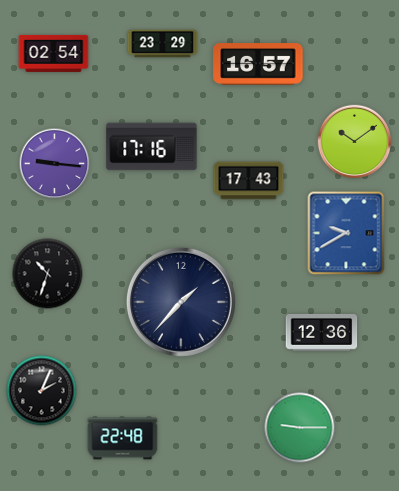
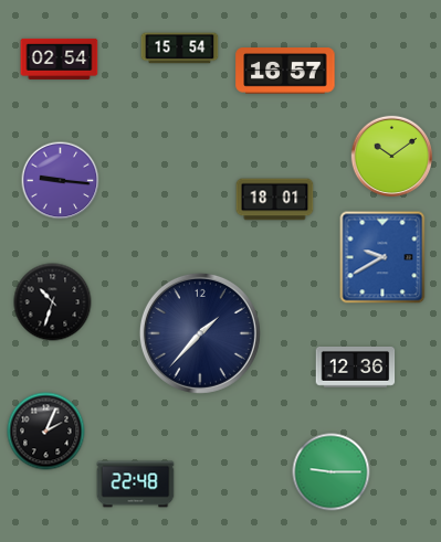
clock at (163, 44): 23:29 -> 15:54
clock at (152, 147): 17:16 -> none
clock at (249, 181): 17:43 -> 18:01
